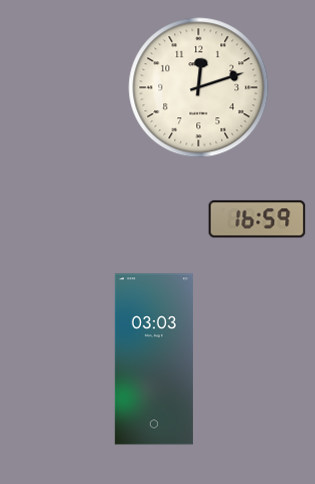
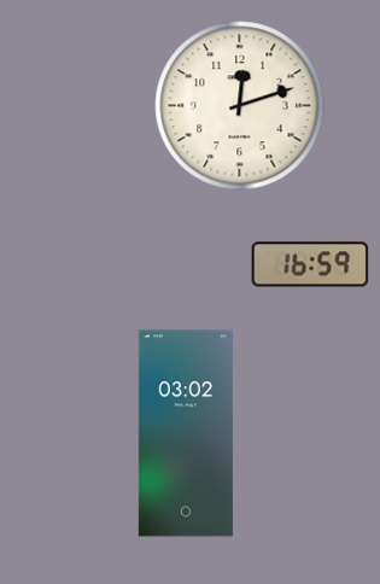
clock at (154, 359): 03:03 -> 03:02
